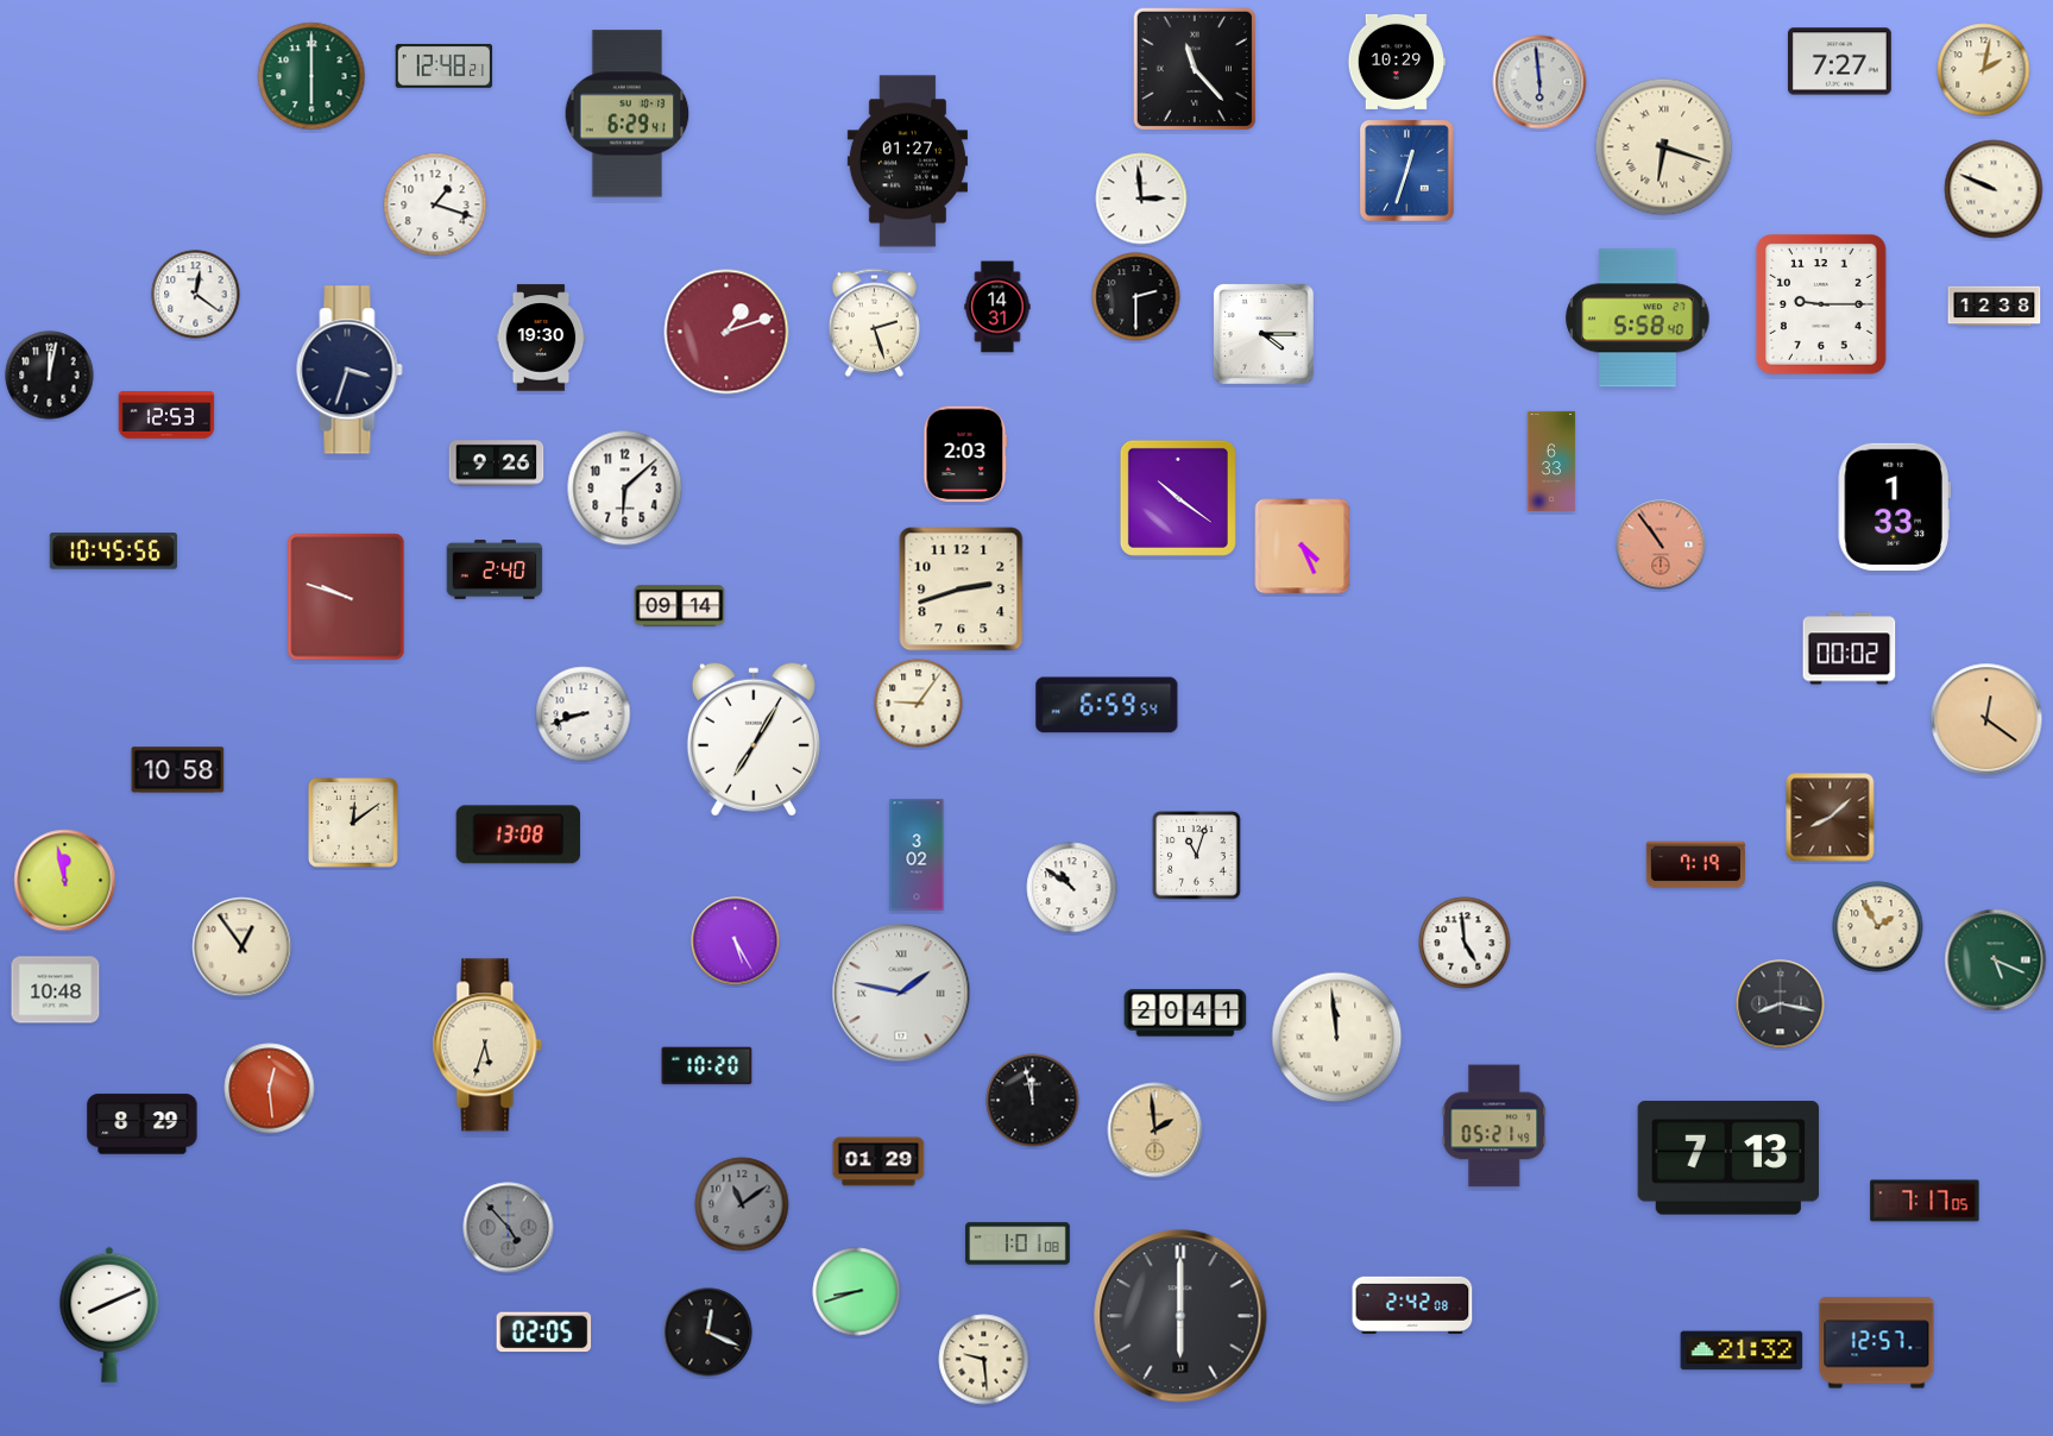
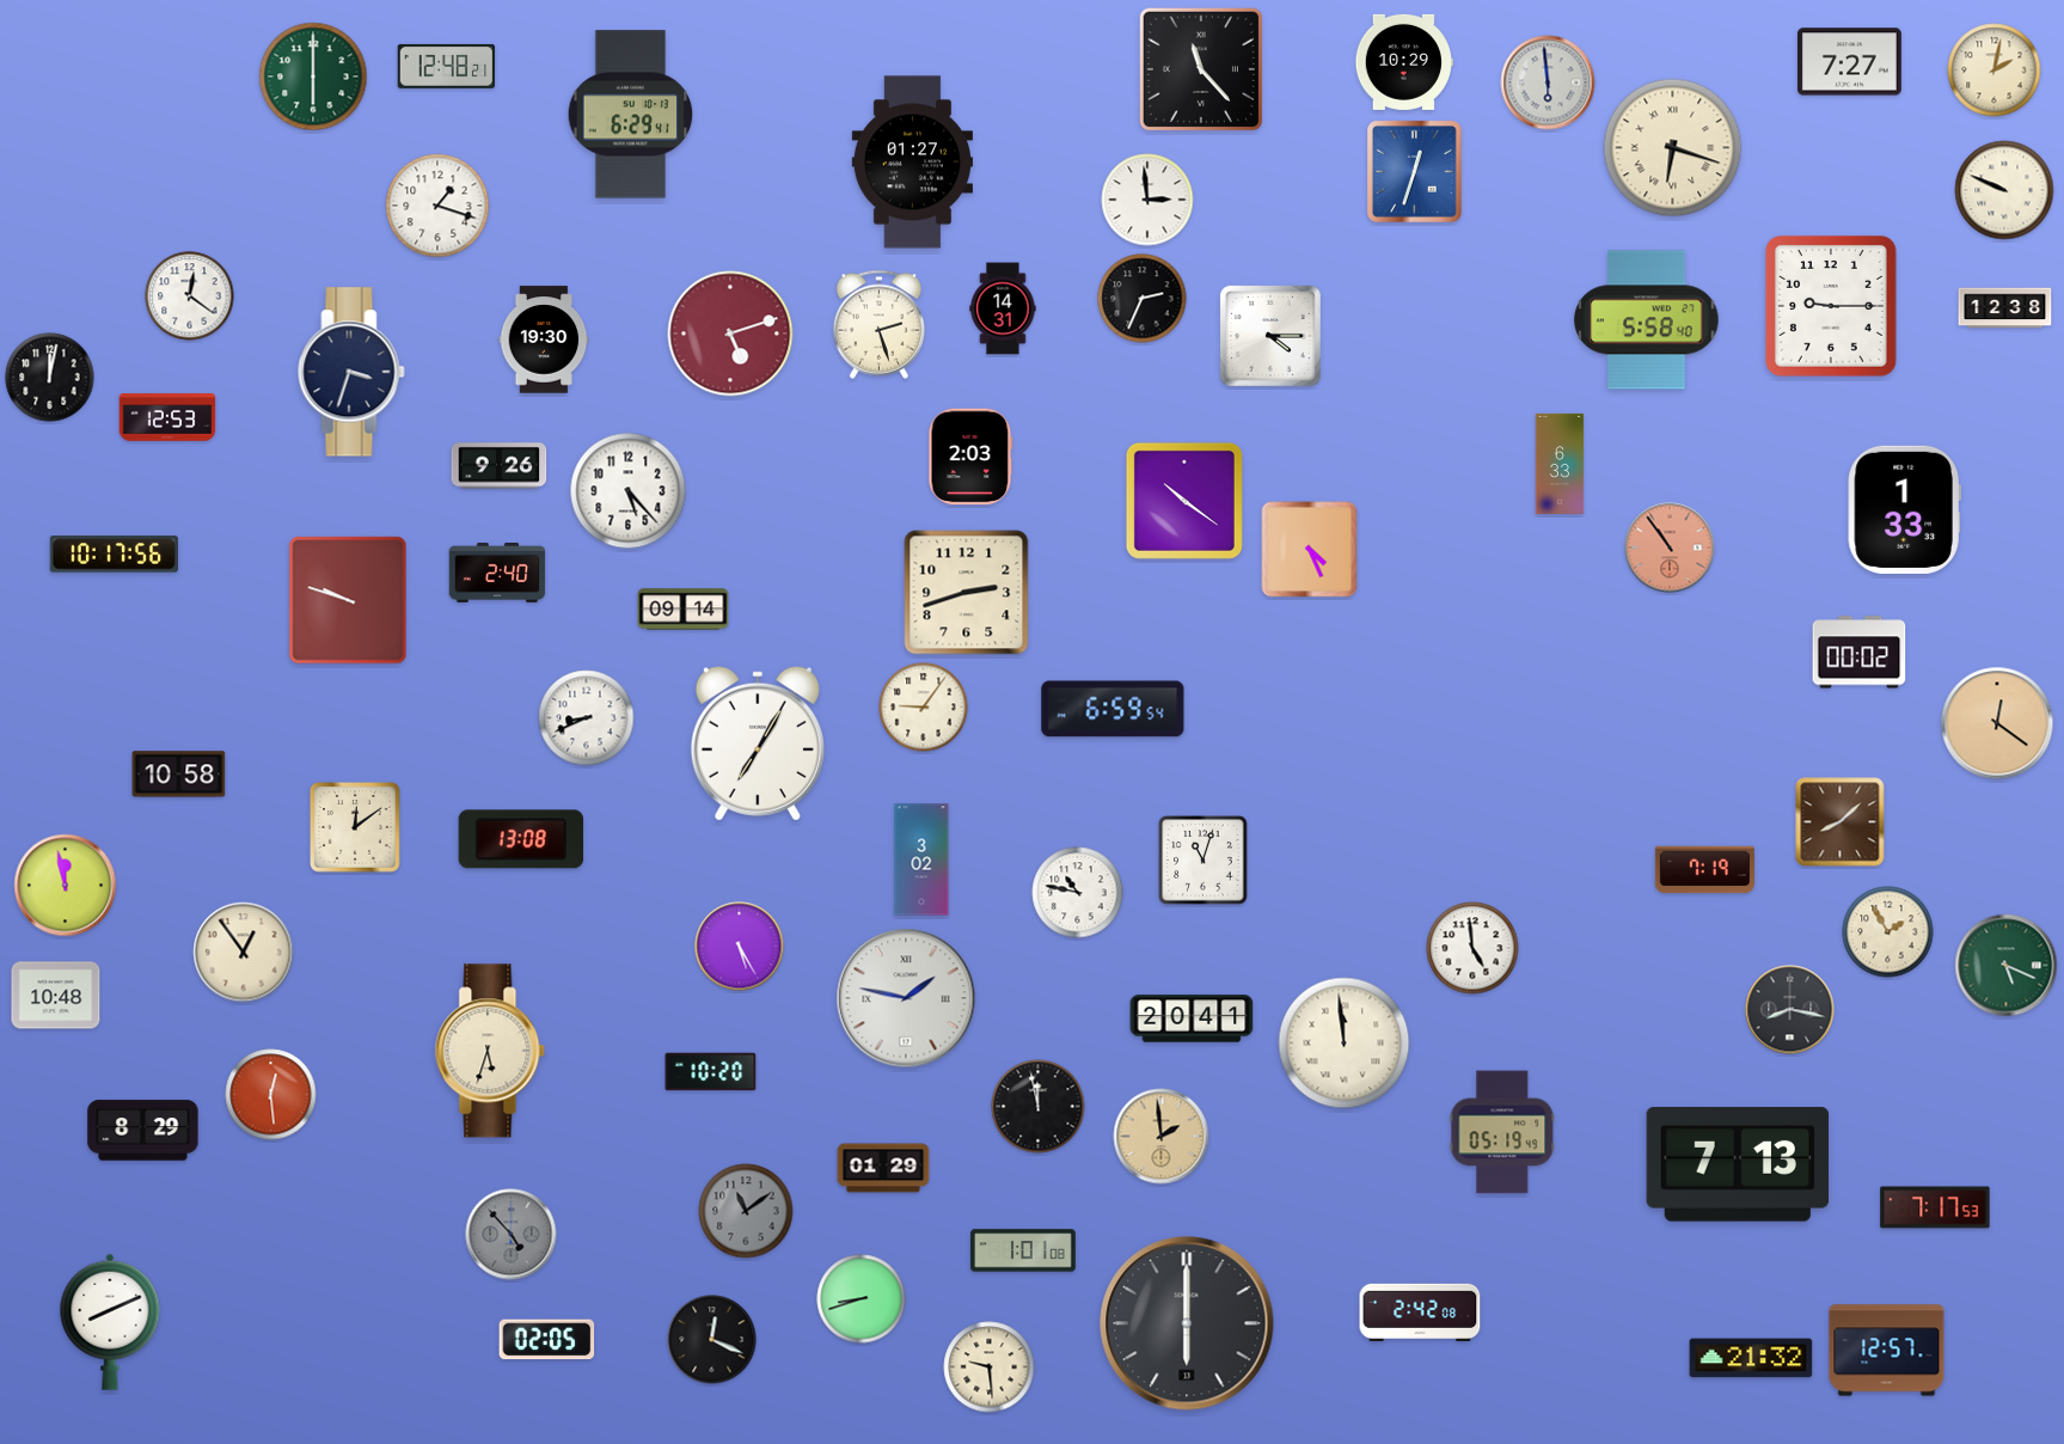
clock at (196, 295) position: (196, 295) -> (190, 296)
clock at (1136, 297): 2:30 -> 2:34
clock at (726, 332): 1:12 -> 5:12
clock at (625, 489): 6:08 -> 5:23
clock at (113, 552): 10:45 -> 10:17
clock at (584, 714): 8:42 -> 8:41
clock at (1072, 888): 10:51 -> 10:47
clock at (1494, 1126): 05:21 -> 05:19
clock at (1925, 1201): 7:17:05 -> 7:17:53
